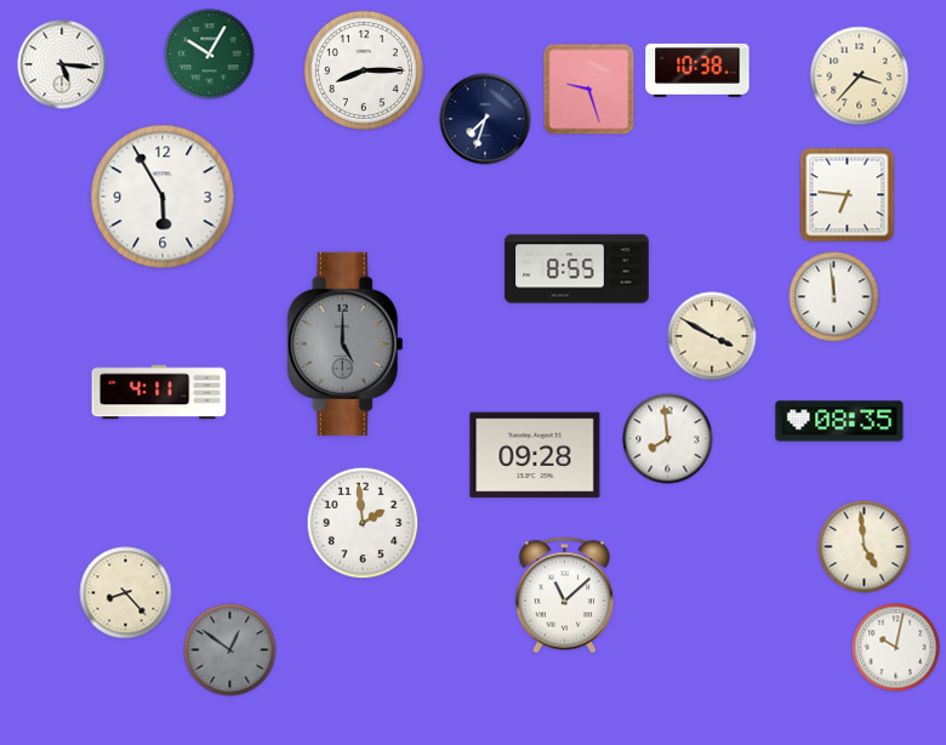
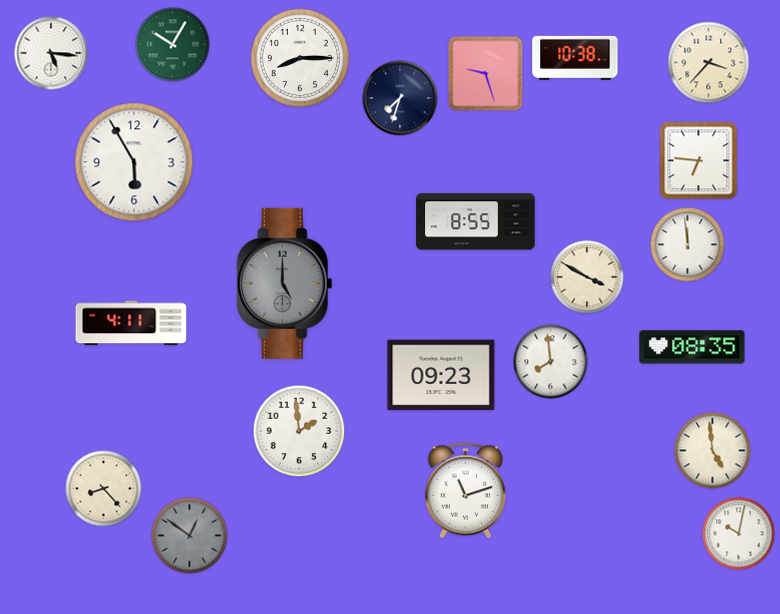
clock at (535, 455): 09:28 -> 09:23
clock at (565, 596): 11:08 -> 11:12
